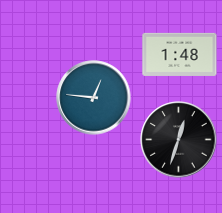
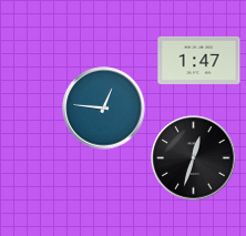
clock at (180, 54): 1:48 -> 1:47
clock at (179, 140) position: (179, 140) -> (194, 158)
